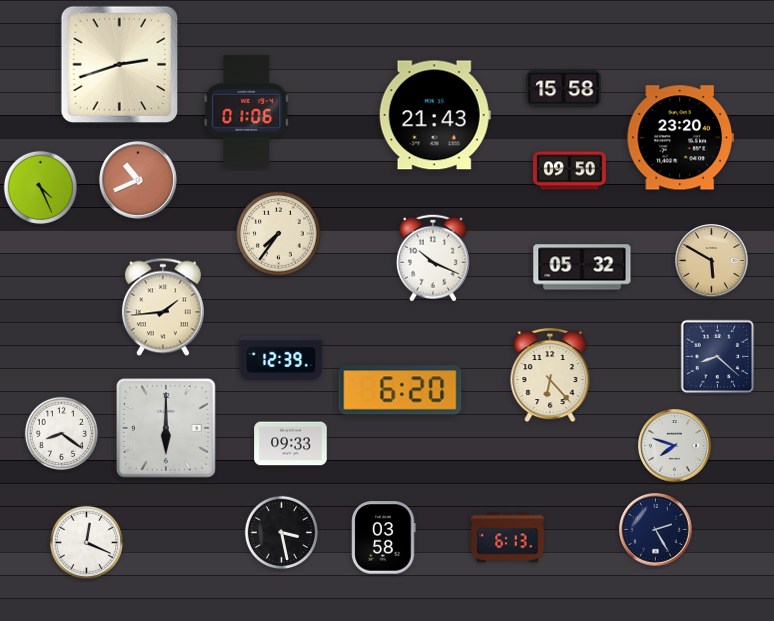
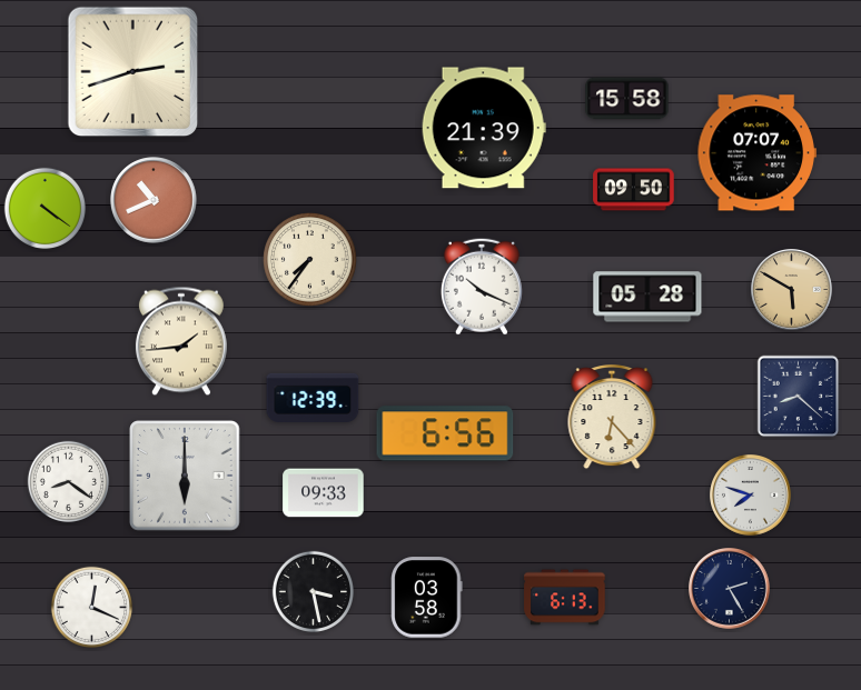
clock at (247, 110): 01:06 -> none
clock at (435, 115): 21:43 -> 21:39
clock at (680, 138): 23:20 -> 07:07
clock at (41, 188): 4:26 -> 4:21
clock at (582, 267): 05:32 -> 05:28
clock at (400, 390): 6:20 -> 6:56
clock at (87, 543) position: (87, 543) -> (92, 608)
